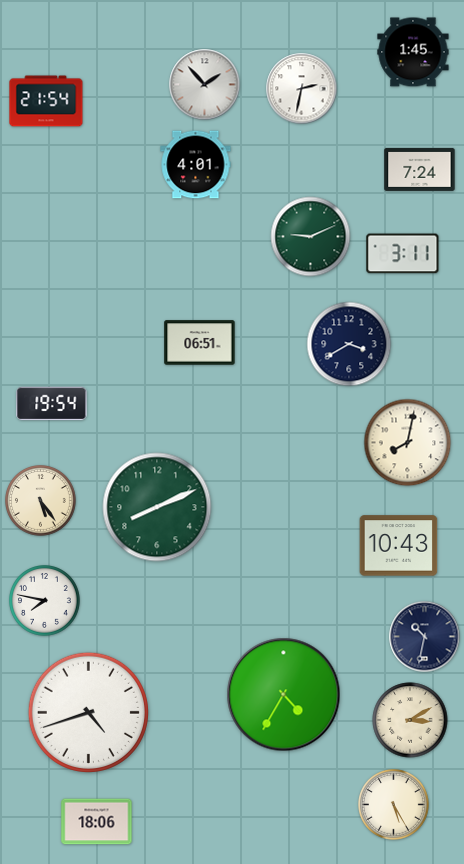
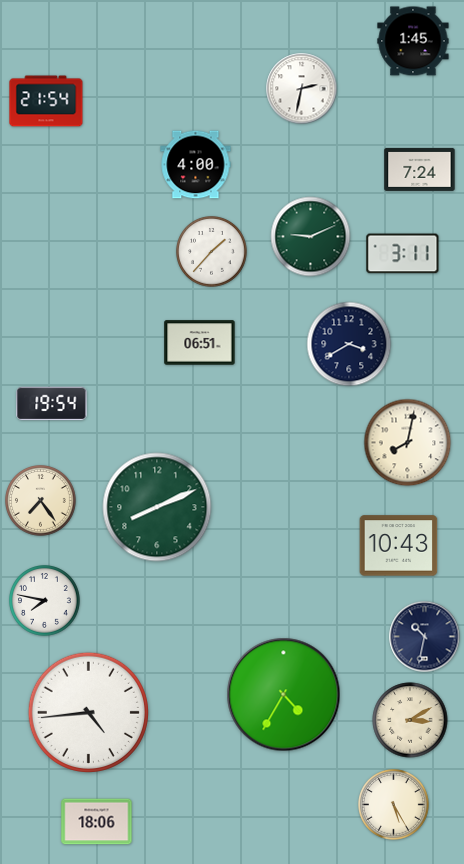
clock at (413, 52) position: (413, 52) -> (413, 41)
clock at (205, 85): 1:53 -> none
clock at (196, 165): 4:01 -> 4:00
clock at (212, 252): none -> 1:37
clock at (41, 501): 5:24 -> 7:24
clock at (88, 712): 4:42 -> 4:44
